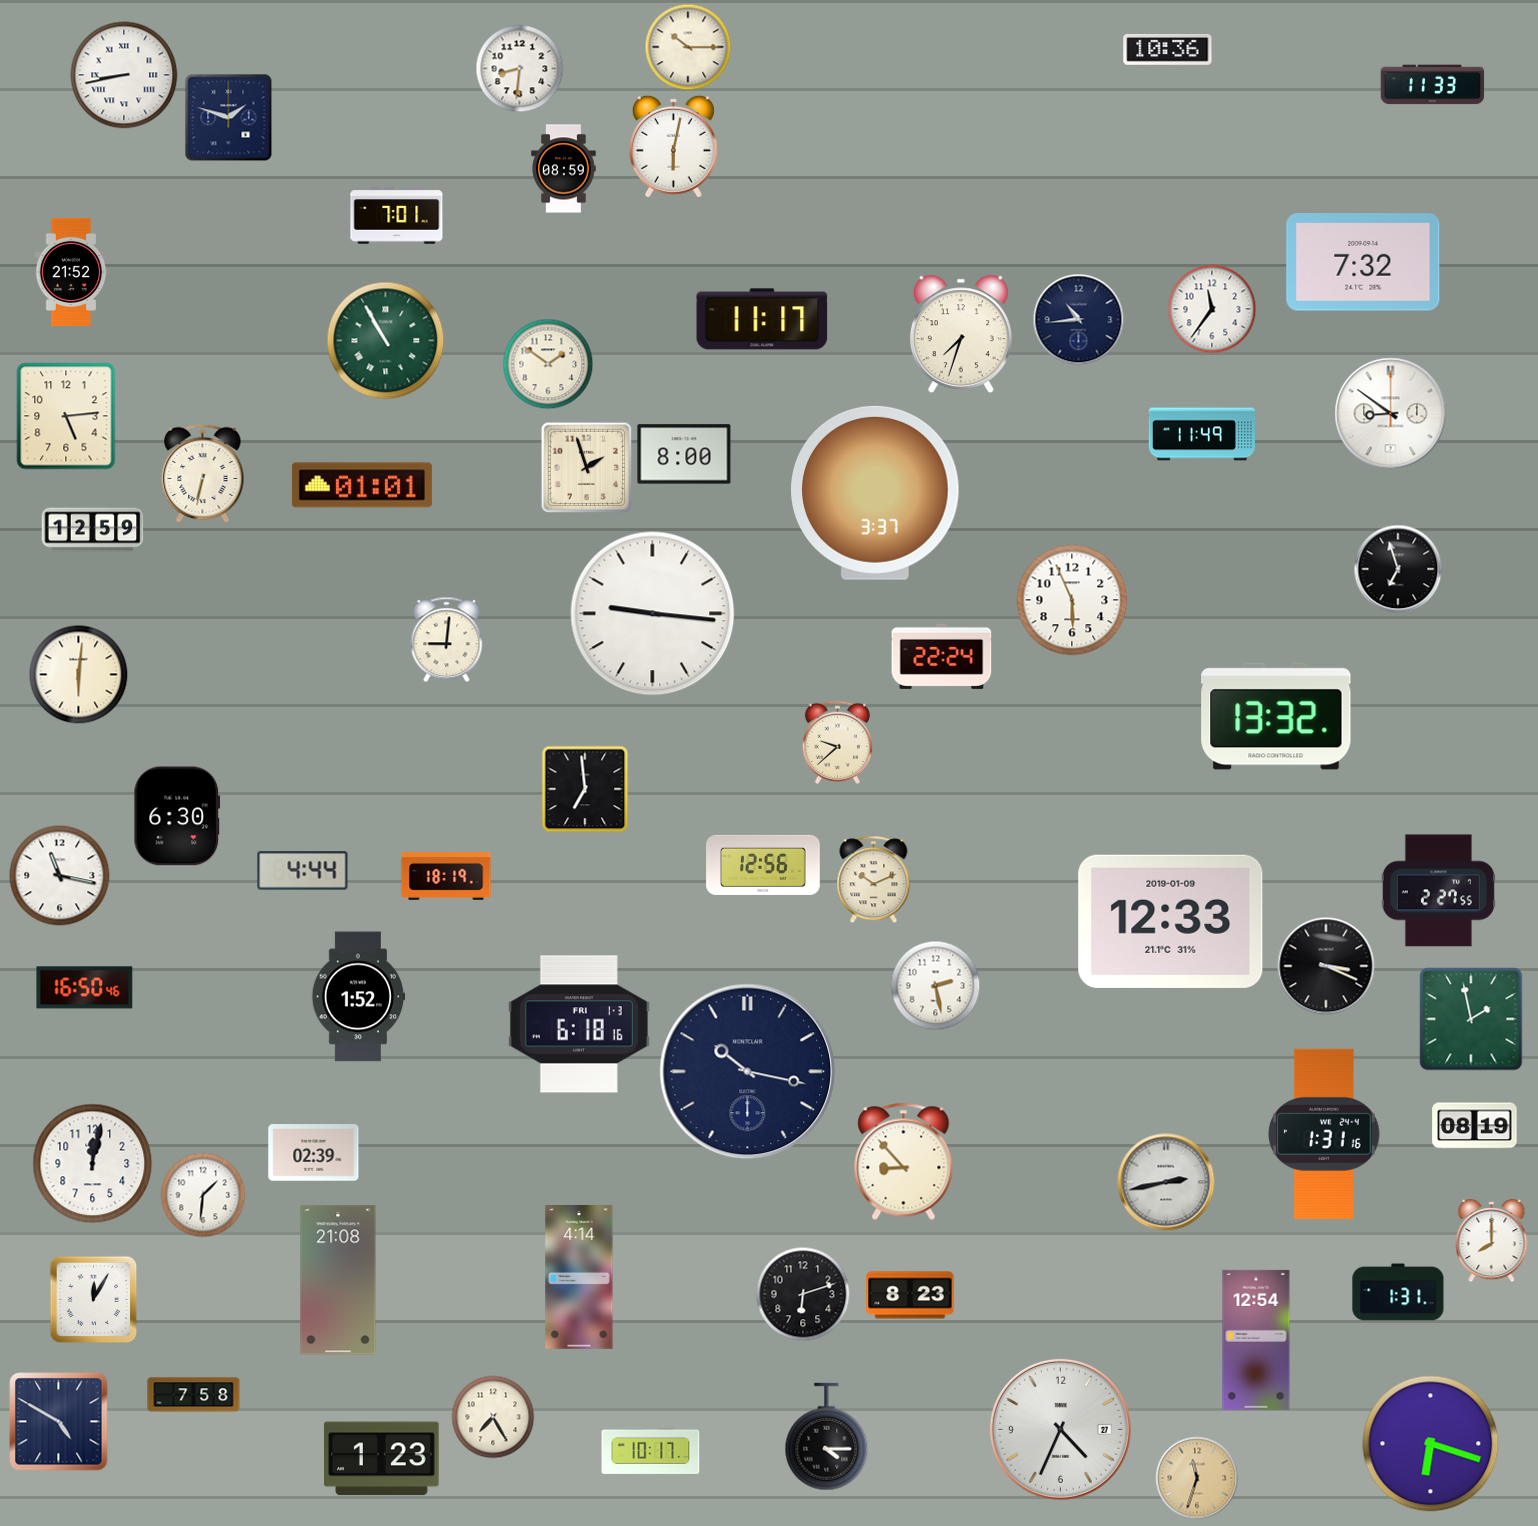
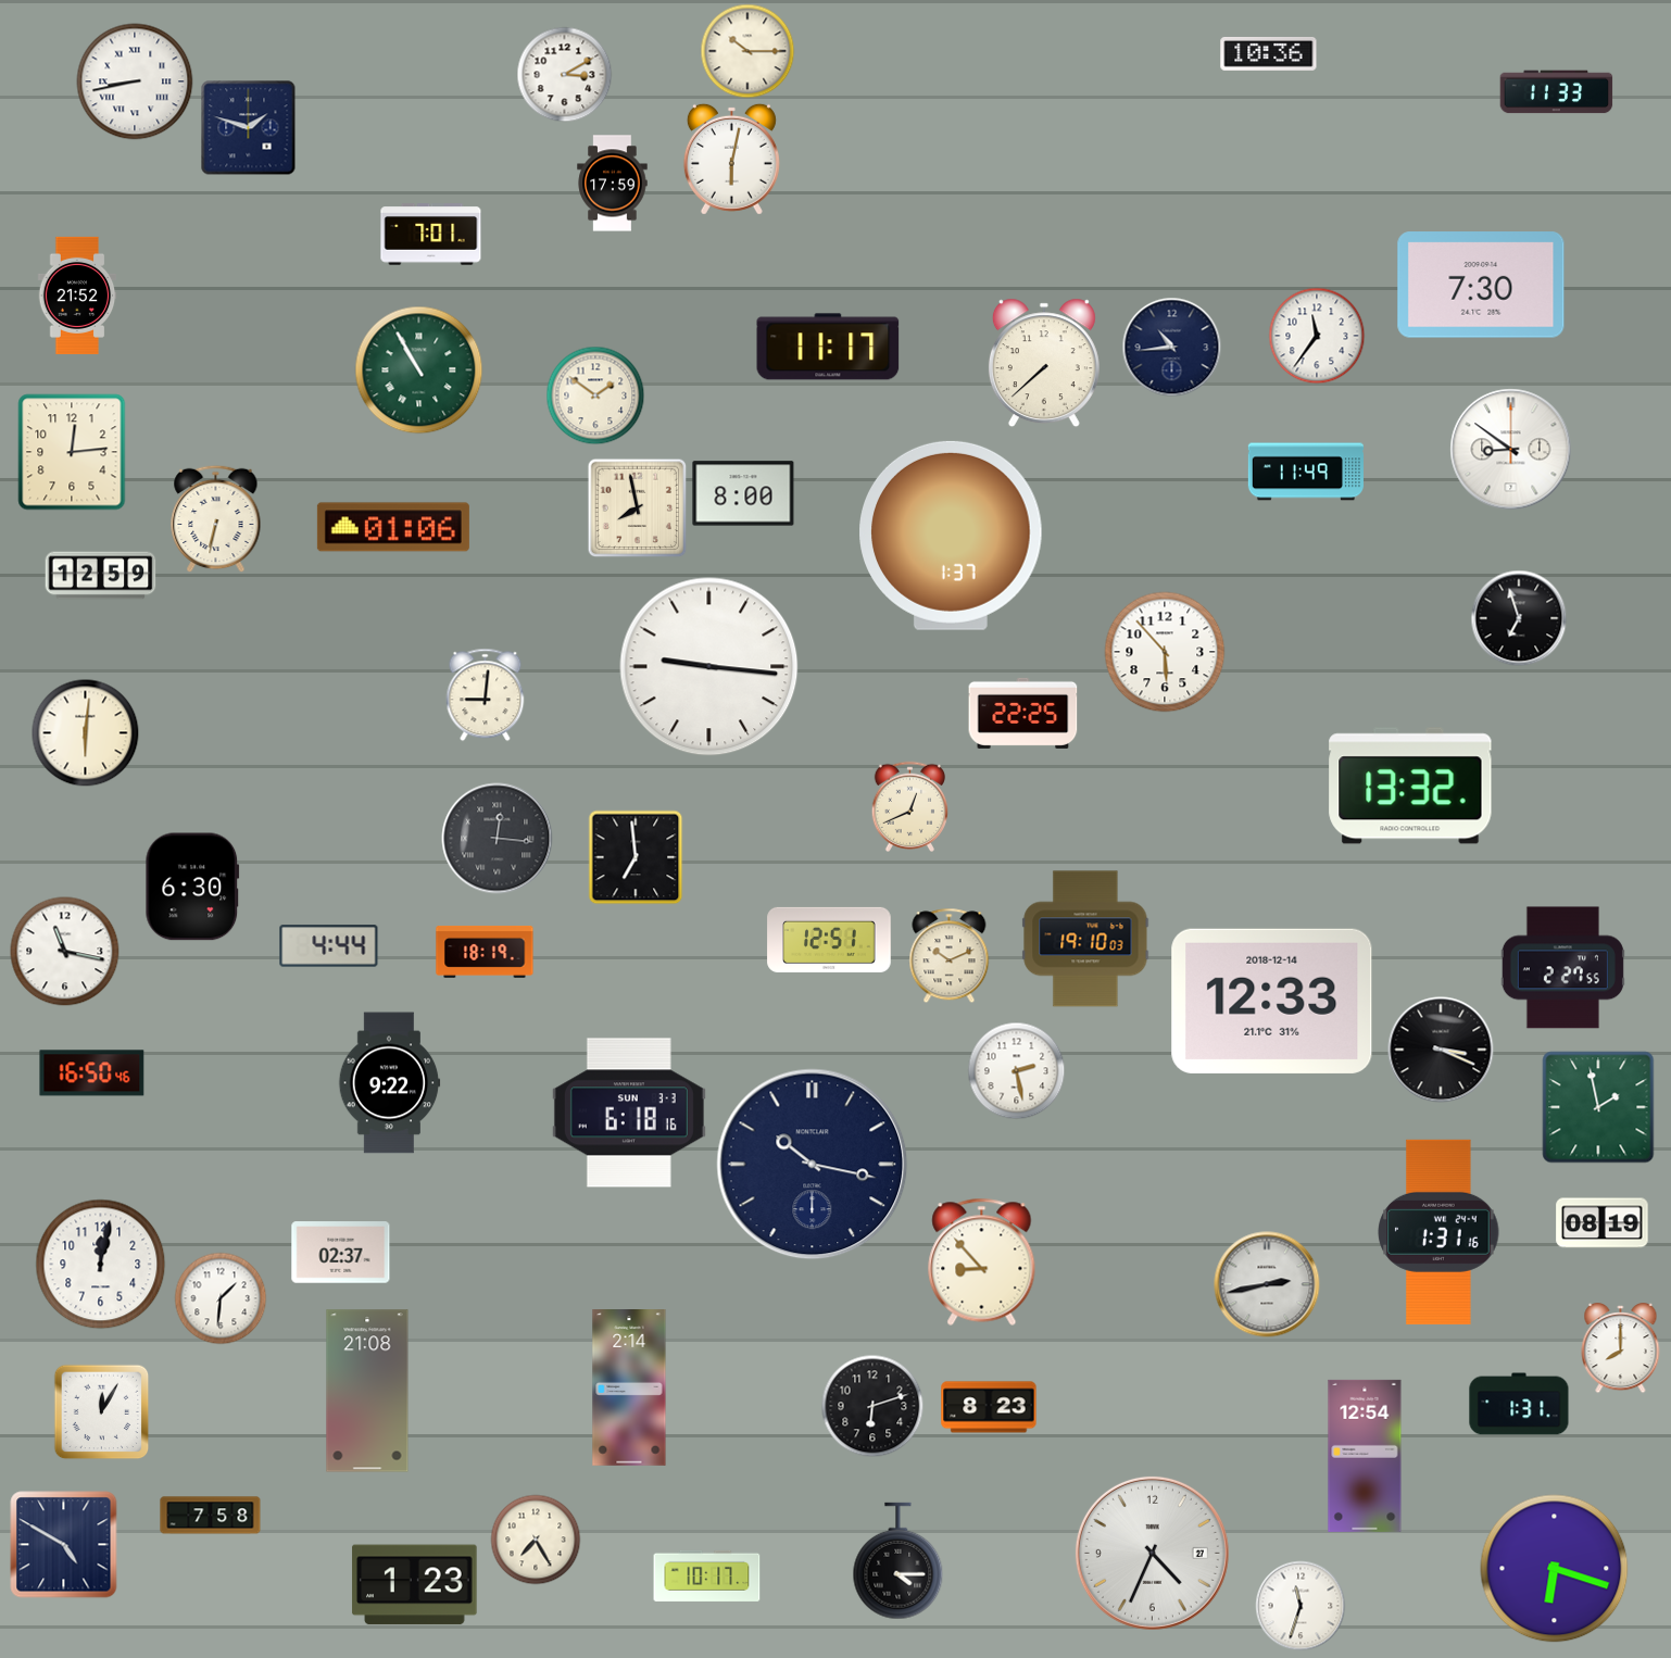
clock at (520, 69): 8:31 -> 3:10
clock at (564, 169): 08:59 -> 17:59
clock at (1363, 262): 7:32 -> 7:30
clock at (961, 334): 7:33 -> 7:38
clock at (66, 416): 5:14 -> 12:14
clock at (587, 468): 1:57 -> 7:58
clock at (203, 474) position: (203, 474) -> (216, 519)
clock at (362, 485): 01:01 -> 01:06
clock at (875, 493): 3:37 -> 1:37
clock at (1072, 600): 5:56 -> 5:53
clock at (942, 656): 22:24 -> 22:25
clock at (1276, 716) position: (1276, 716) -> (1410, 786)
clock at (837, 742): 9:38 -> 12:41
clock at (498, 839): none -> 12:16
clock at (1085, 939): none -> 19:10
clock at (763, 865): 12:56 -> 12:51
clock at (1171, 921) date: 2019-01-09 -> 2018-12-14
clock at (358, 997): 1:52 -> 9:22
clock at (579, 1024) date: FRI 1-3 -> SUN 3-3
clock at (314, 1153): 02:39 -> 02:37
clock at (579, 1278): 4:14 -> 2:14
clock at (1197, 1478) dial: champagne -> white
